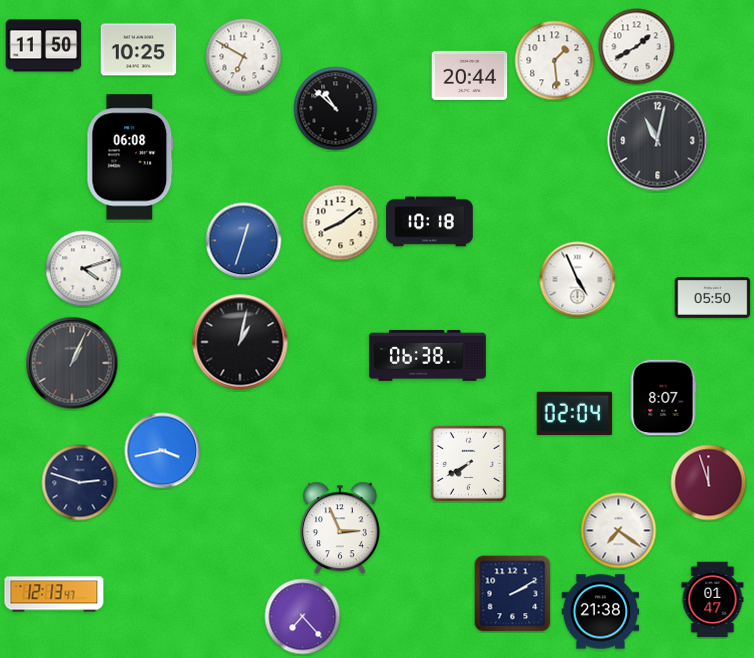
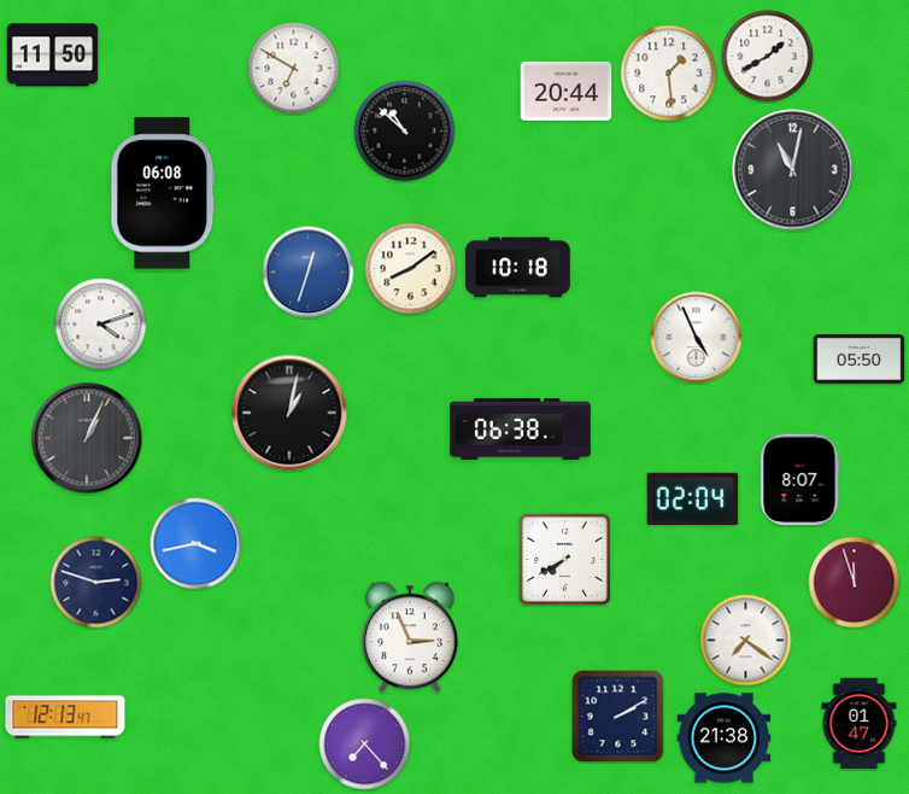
clock at (139, 50): 10:25 -> none
clock at (130, 157) position: (130, 157) -> (163, 193)
clock at (244, 241) position: (244, 241) -> (309, 273)
clock at (427, 355) position: (427, 355) -> (520, 428)
